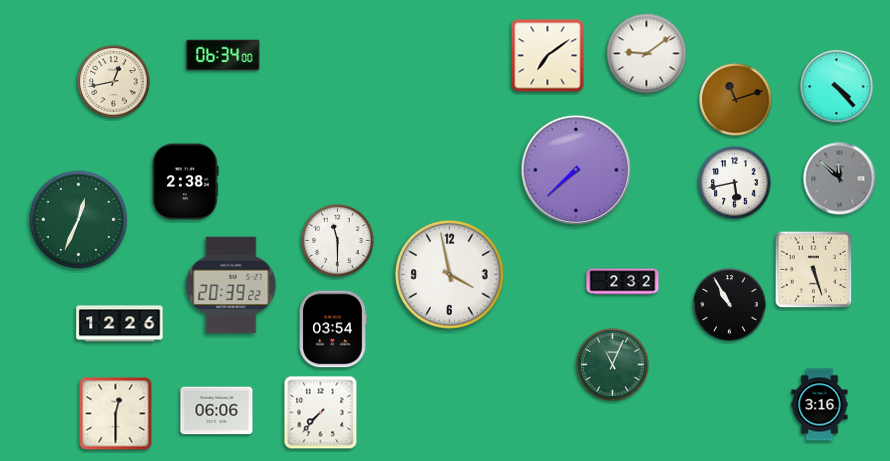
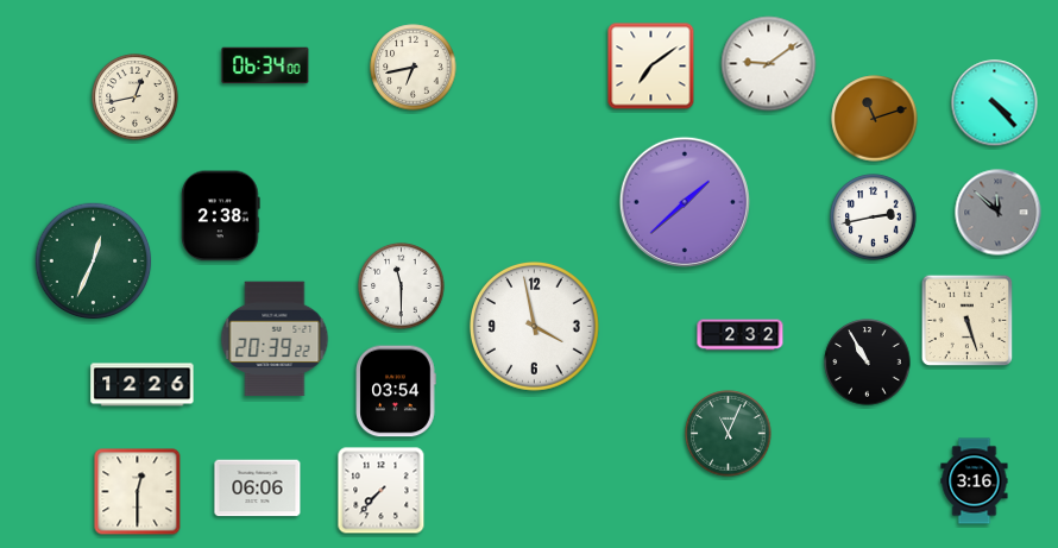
clock at (414, 68): none -> 6:43
clock at (575, 169): 7:38 -> 1:38
clock at (735, 183): 5:43 -> 2:43
